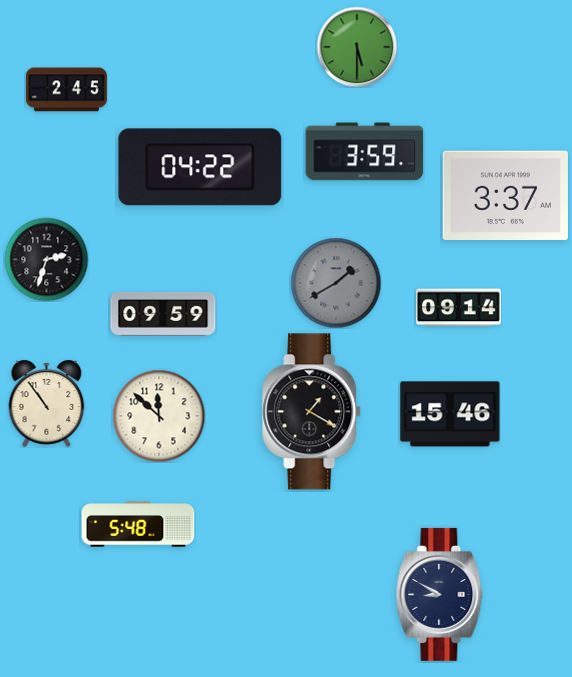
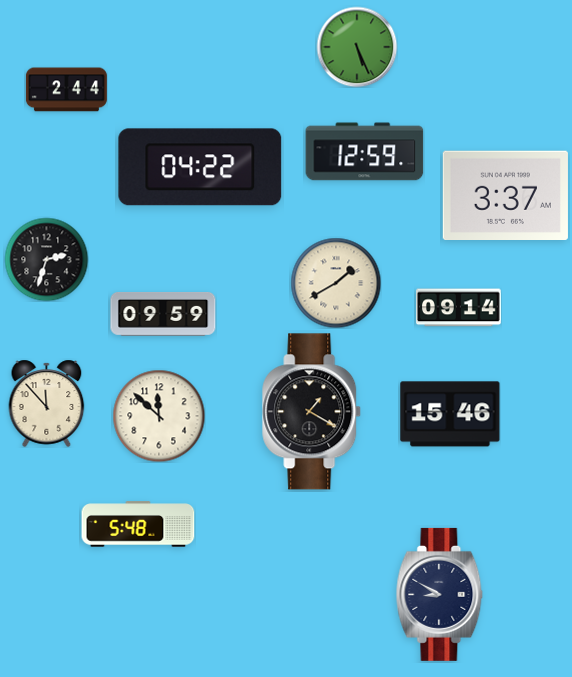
clock at (357, 47): 5:30 -> 5:26
clock at (66, 90): 2:45 -> 2:44
clock at (365, 152): 3:59 -> 12:59
clock at (336, 283) dial: grey -> cream
clock at (47, 403): 10:54 -> 11:53
